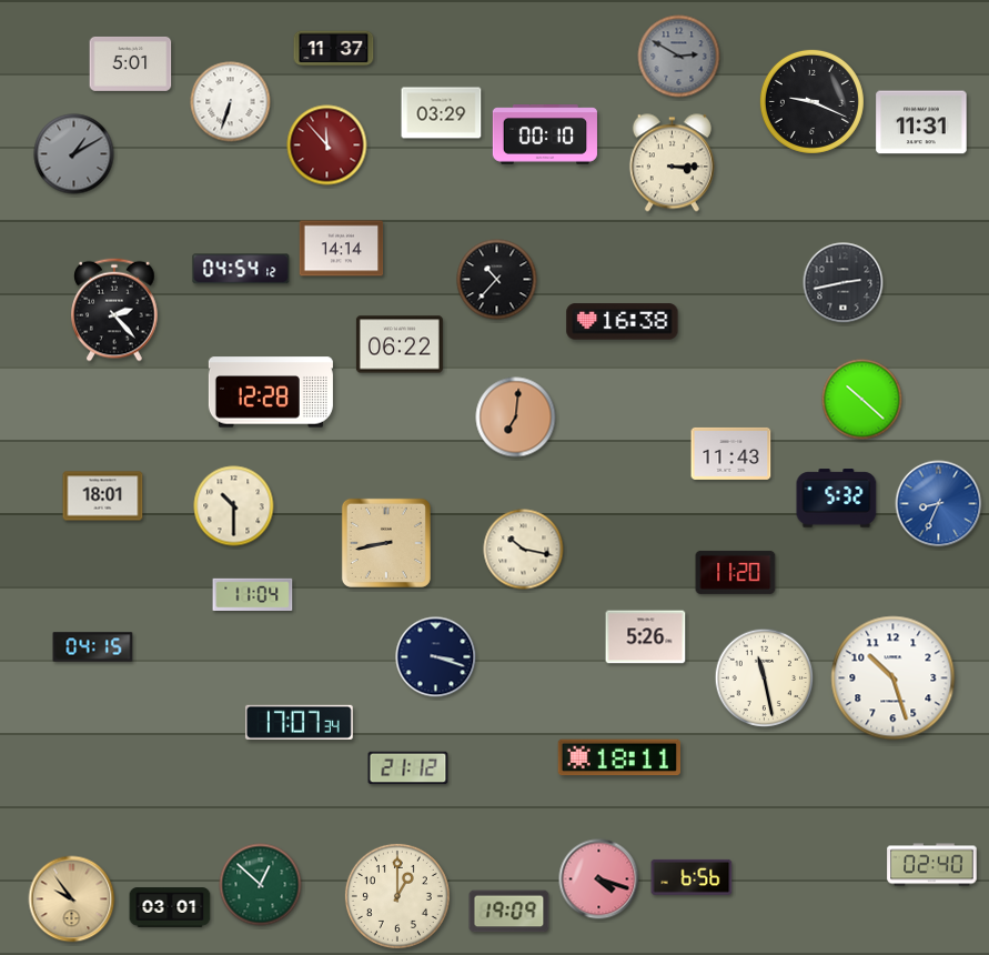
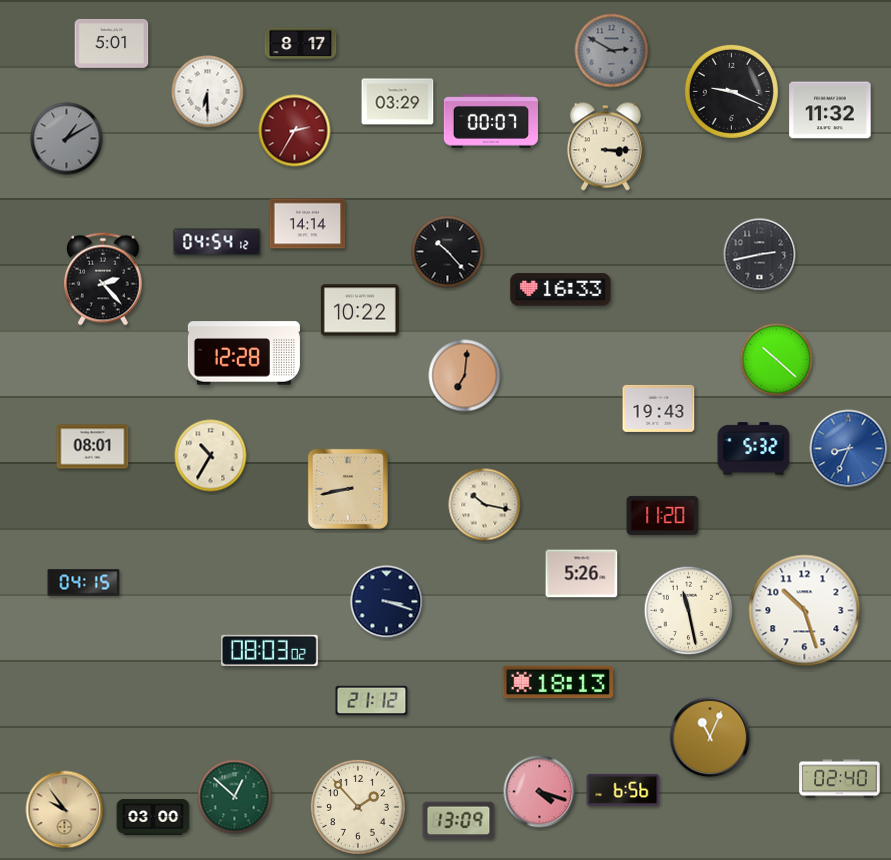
clock at (334, 49): 11:37 -> 8:17
clock at (131, 63) position: (131, 63) -> (112, 43)
clock at (231, 102): 6:33 -> 6:30
clock at (921, 122): 11:31 -> 11:32
clock at (545, 135): 00:10 -> 00:07
clock at (327, 145): 11:53 -> 2:35
clock at (497, 280): 10:37 -> 10:23
clock at (623, 322): 16:38 -> 16:33
clock at (400, 344): 06:22 -> 10:22
clock at (731, 453): 11:43 -> 19:43
clock at (103, 496): 18:01 -> 08:01
clock at (939, 504) position: (939, 504) -> (849, 449)
clock at (234, 506): 10:30 -> 10:35
clock at (524, 550) position: (524, 550) -> (485, 505)
clock at (253, 594): 11:04 -> none
clock at (436, 657) position: (436, 657) -> (387, 602)
clock at (299, 722): 17:07 -> 08:03
clock at (618, 757): 18:11 -> 18:13
clock at (408, 768) position: (408, 768) -> (372, 701)
clock at (710, 737): none -> 11:04
clock at (397, 896): 1:00 -> 1:53
clock at (170, 907): 03:01 -> 03:00
clock at (509, 912): 19:09 -> 13:09
